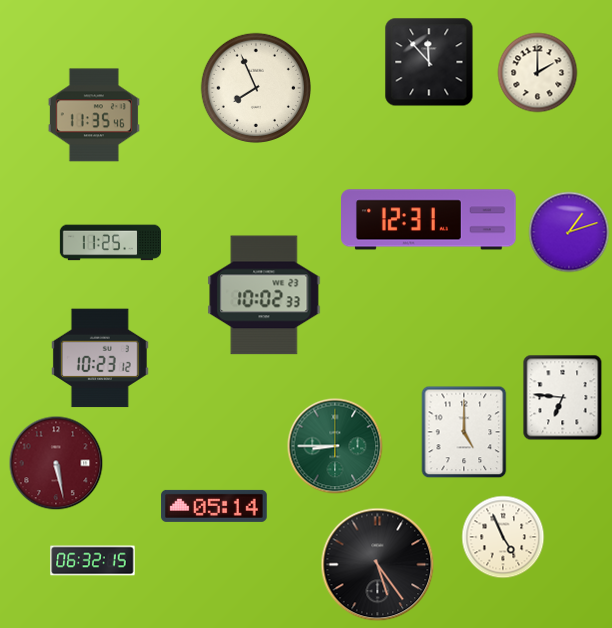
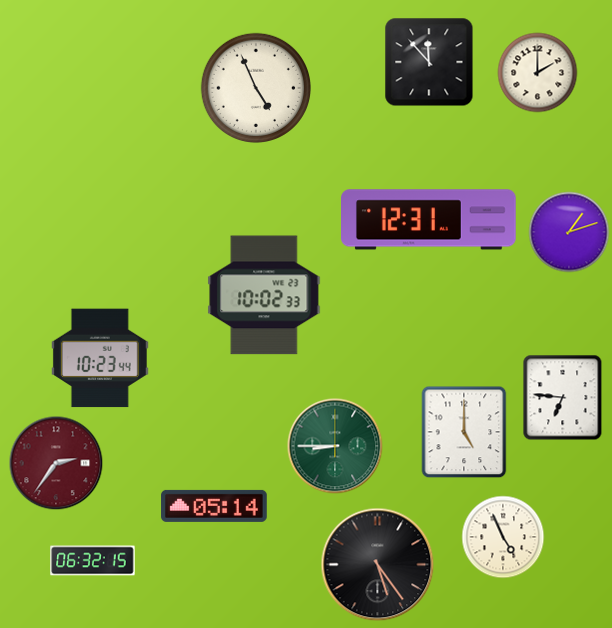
clock at (255, 87): 7:56 -> 4:56
clock at (94, 115): 11:35 -> none
clock at (110, 243): 11:25 -> none
clock at (100, 358): 10:23:12 -> 10:23:44
clock at (56, 463): 5:28 -> 2:36
